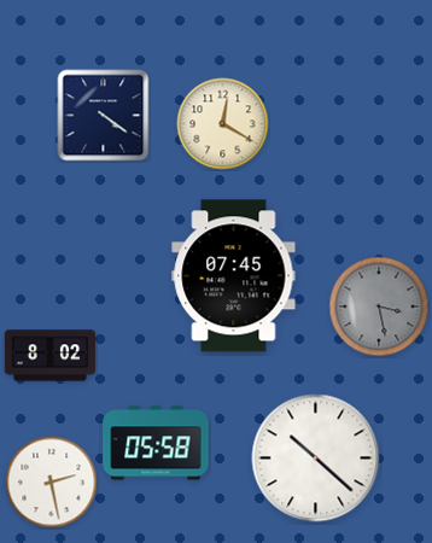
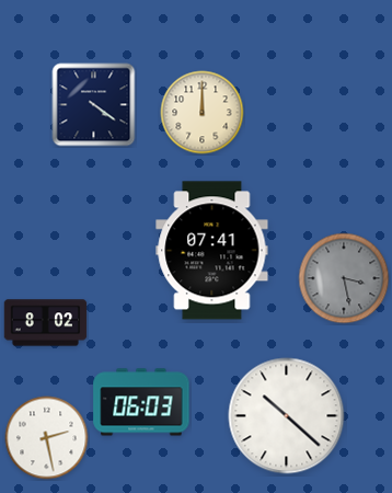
clock at (223, 124): 12:20 -> 12:00
clock at (234, 276): 07:45 -> 07:41
clock at (156, 443): 05:58 -> 06:03
